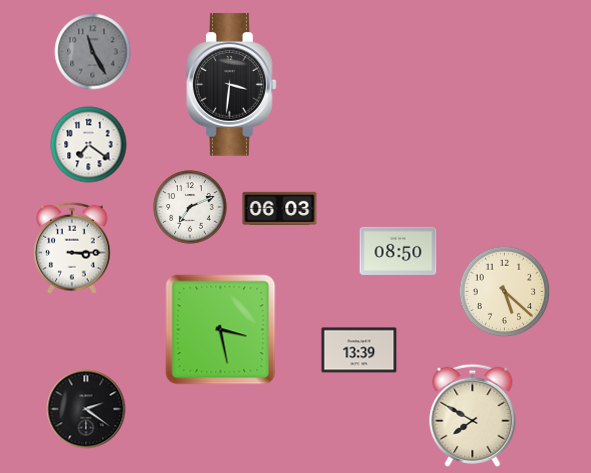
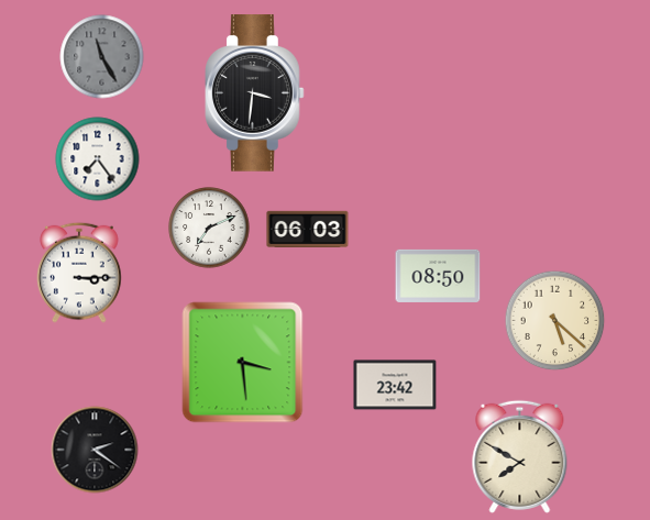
clock at (89, 145): 7:21 -> 7:24
clock at (221, 330): 3:28 -> 3:29
clock at (359, 350): 13:39 -> 23:42
